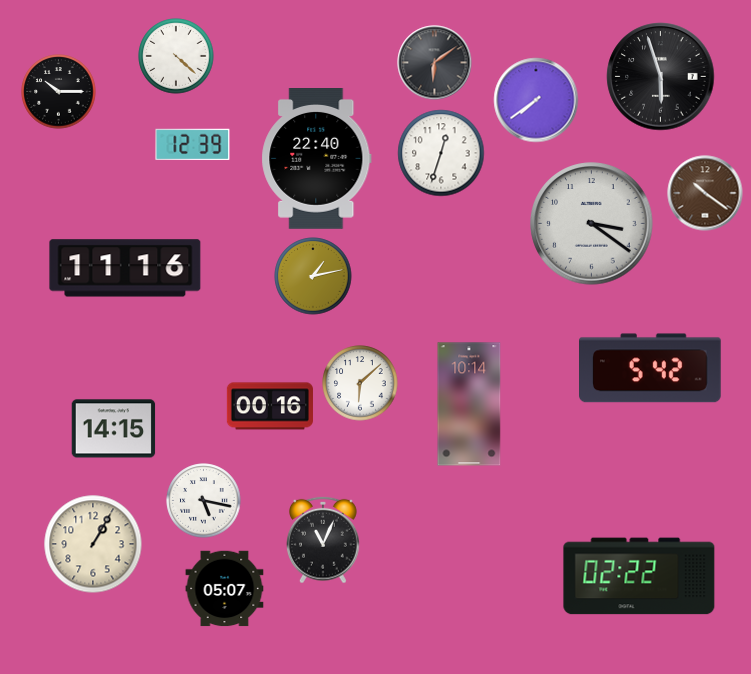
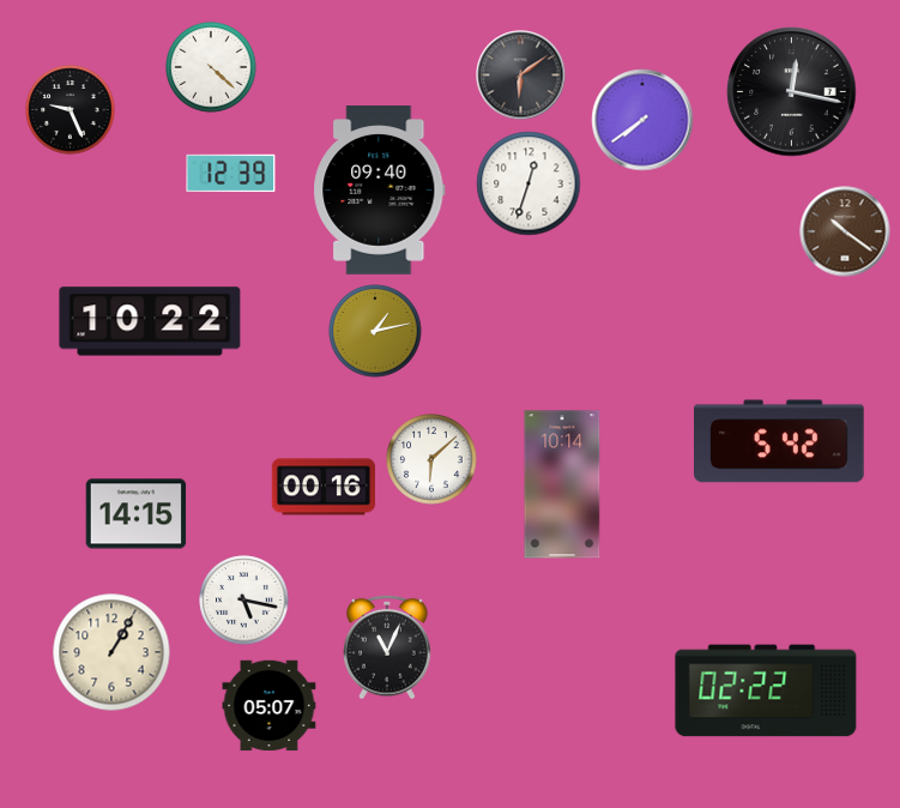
clock at (661, 77): 5:57 -> 12:17
clock at (59, 92): 10:15 -> 9:26
clock at (317, 159): 22:40 -> 09:40
clock at (592, 224): 3:21 -> none
clock at (125, 268): 11:16 -> 10:22
